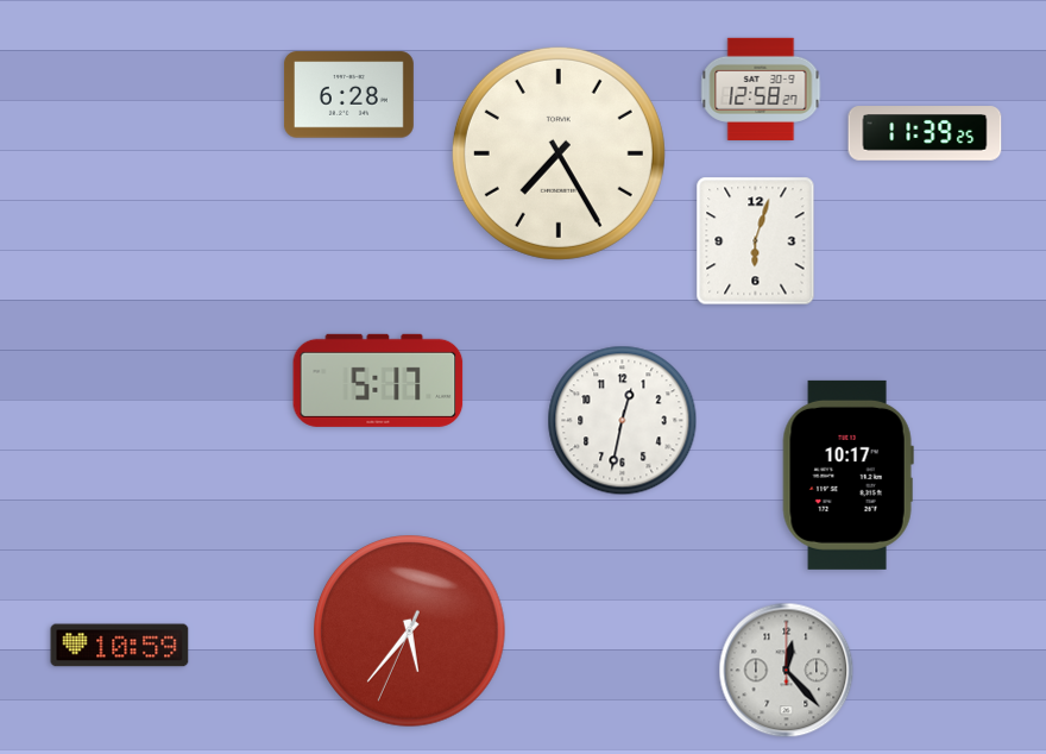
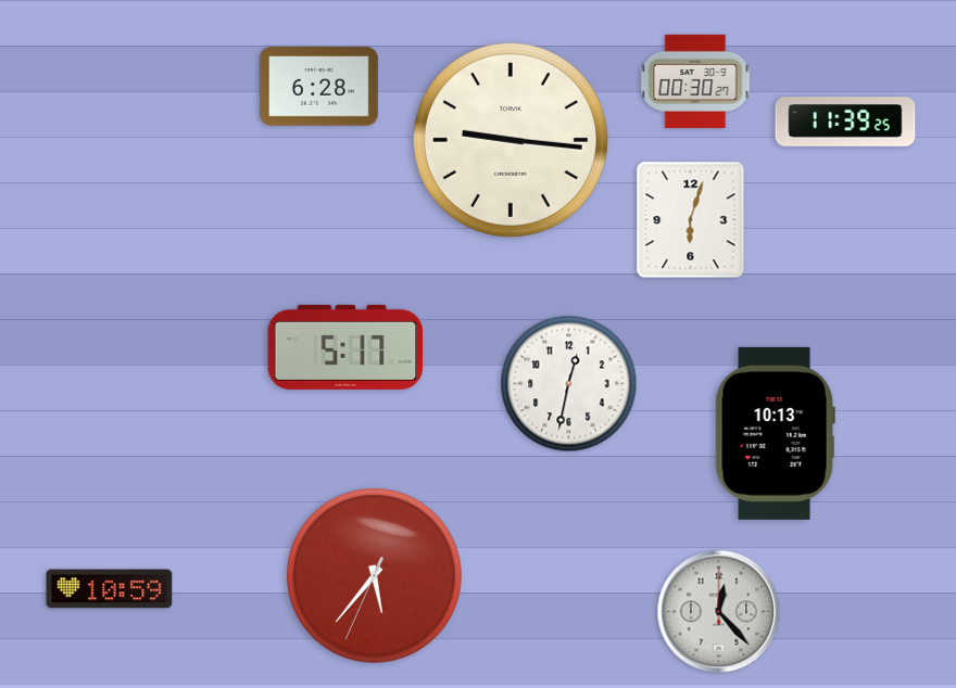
clock at (761, 89): 12:58 -> 00:30
clock at (559, 153): 7:25 -> 9:16
clock at (847, 475): 10:17 -> 10:13
